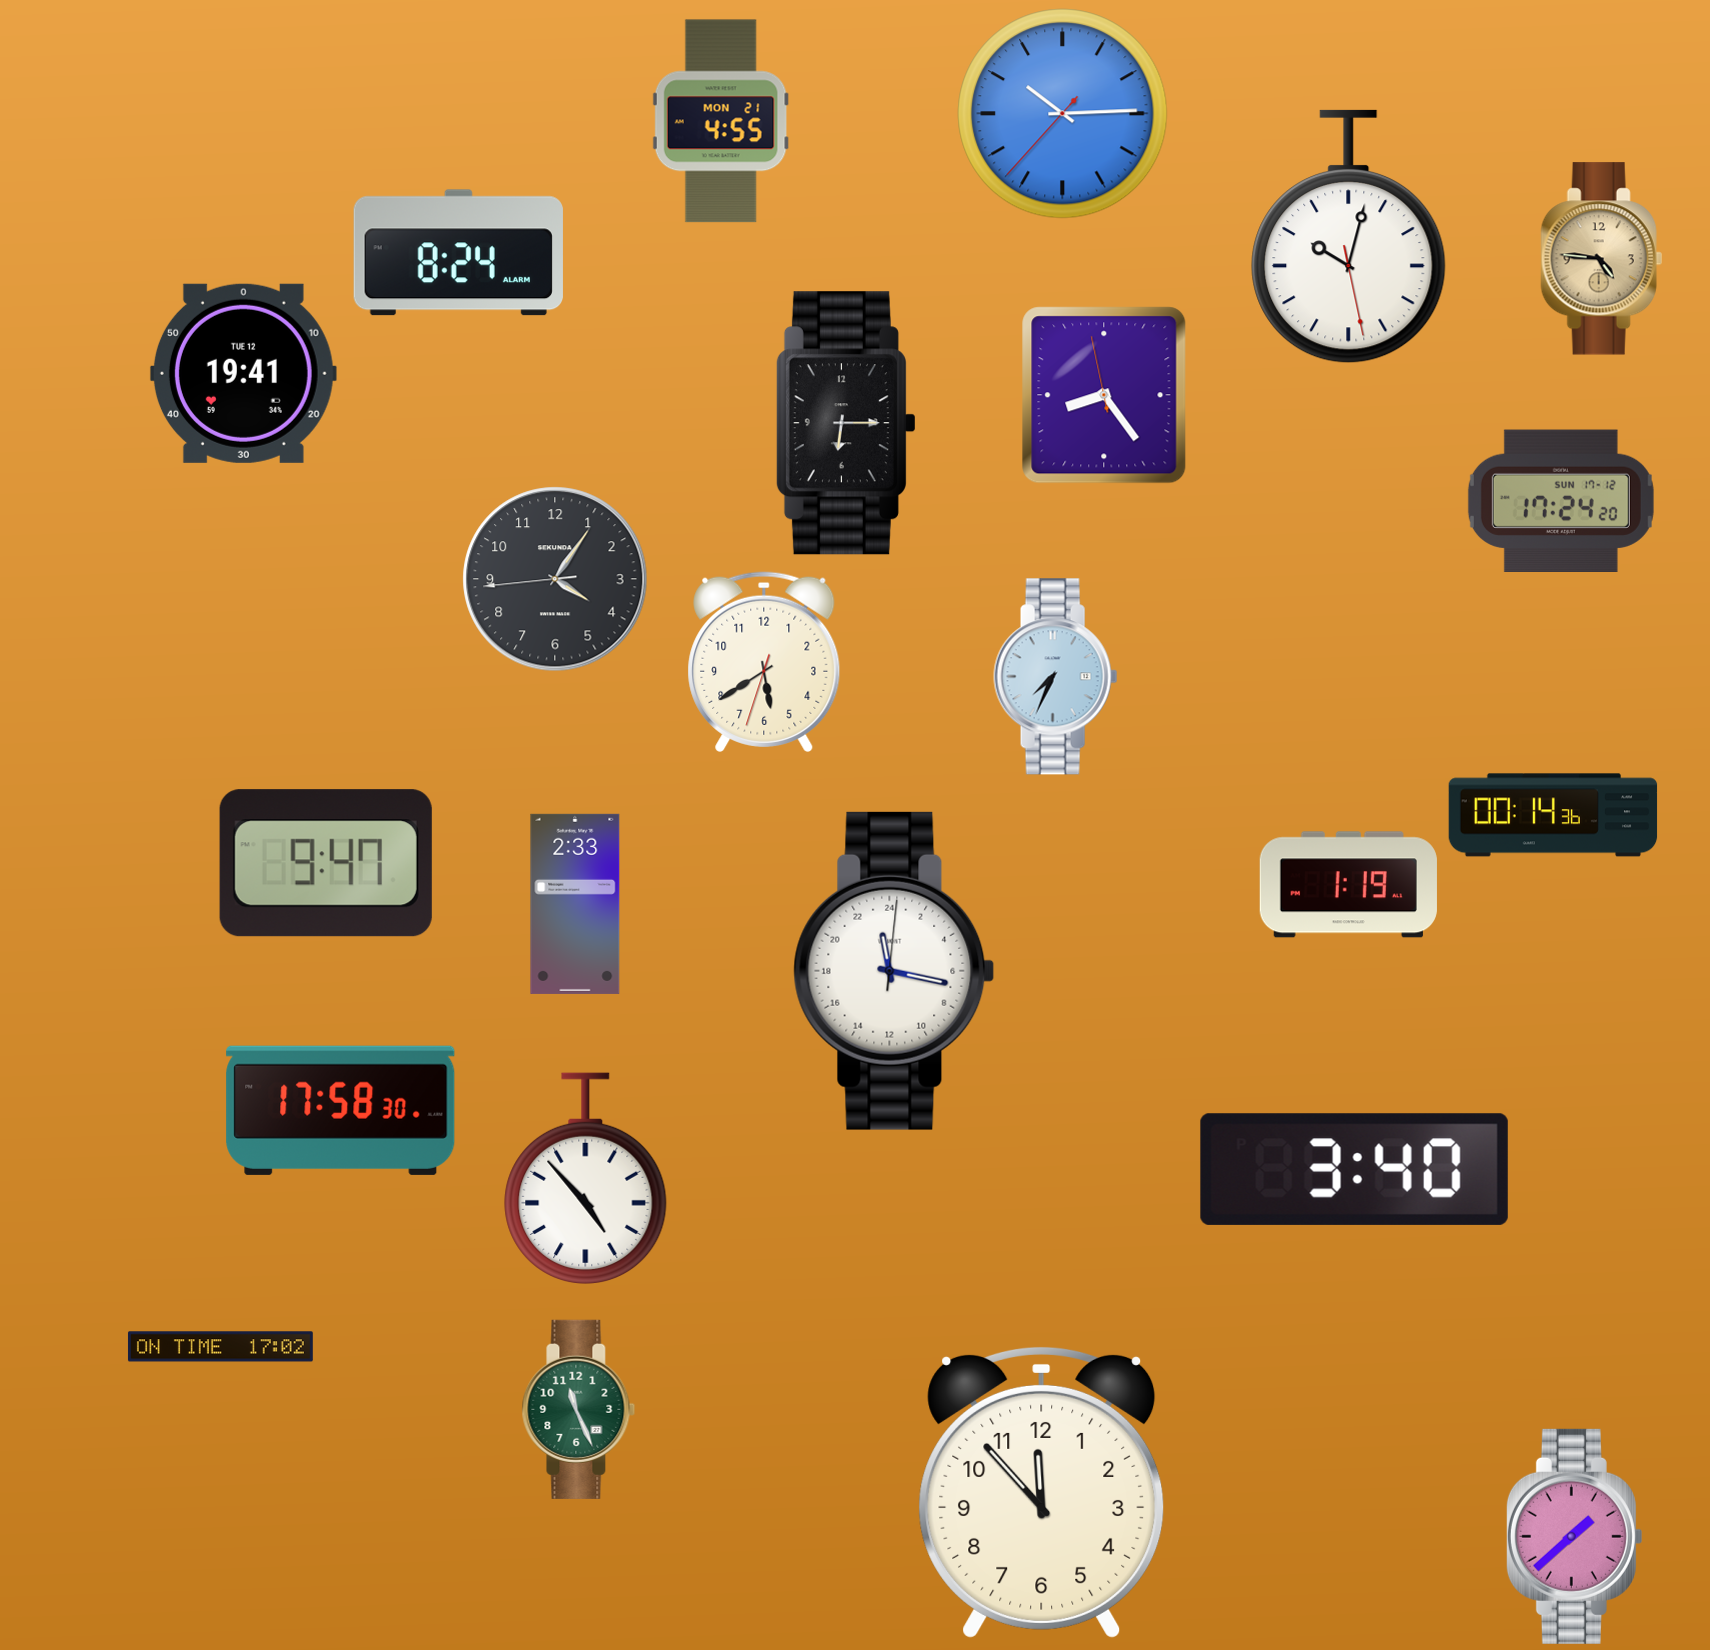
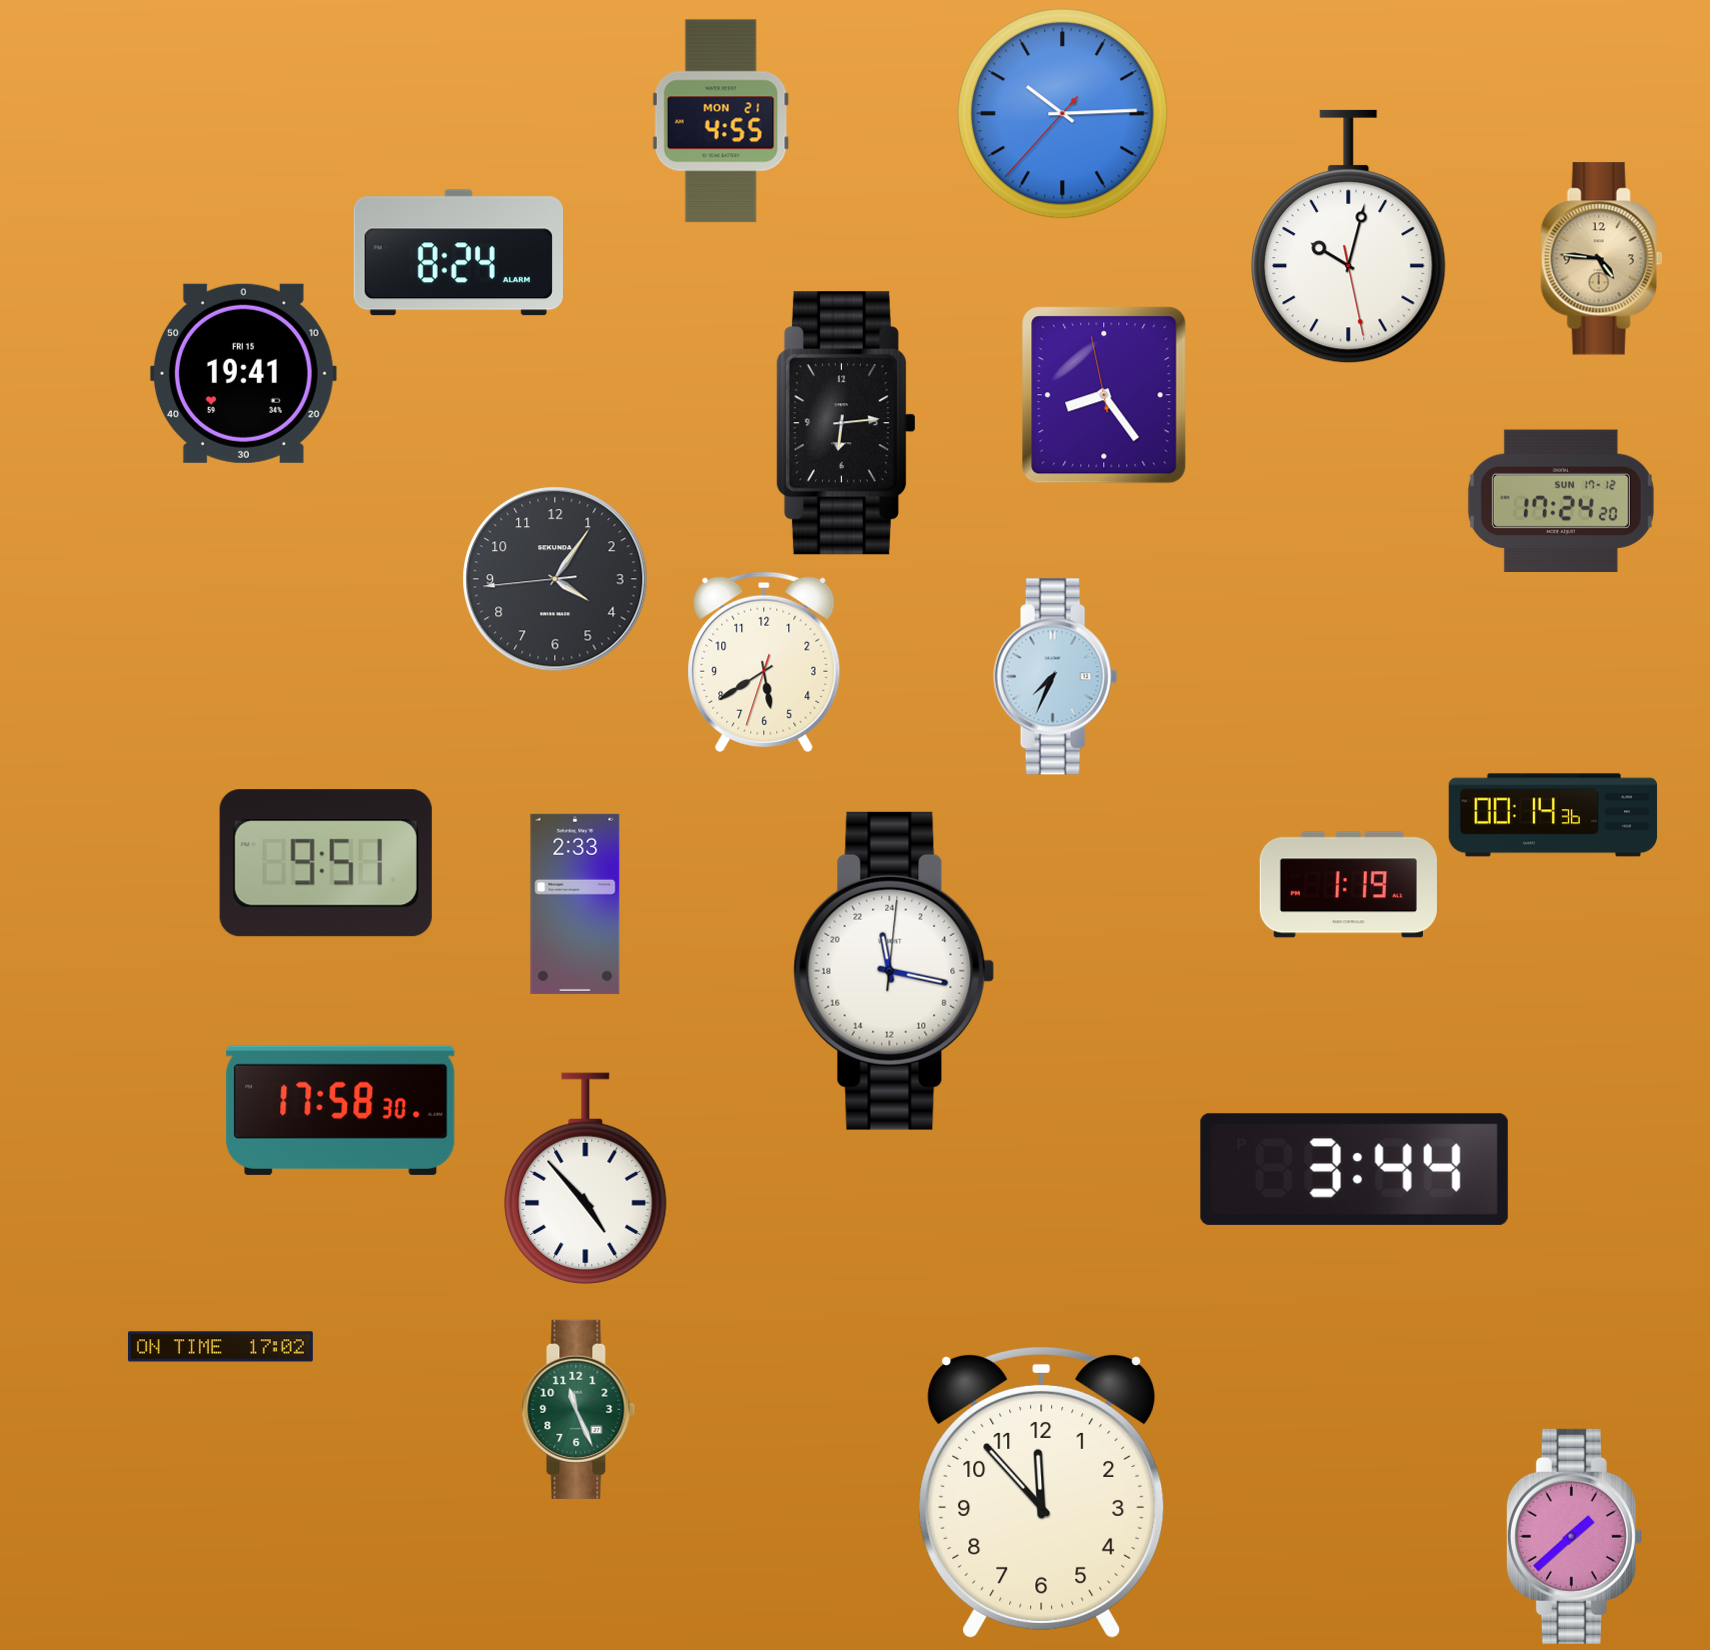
clock at (243, 373) date: TUE 12 -> FRI 15
clock at (845, 423): 6:15 -> 6:14
clock at (326, 863): 9:47 -> 9:51
clock at (1354, 1169): 3:40 -> 3:44
